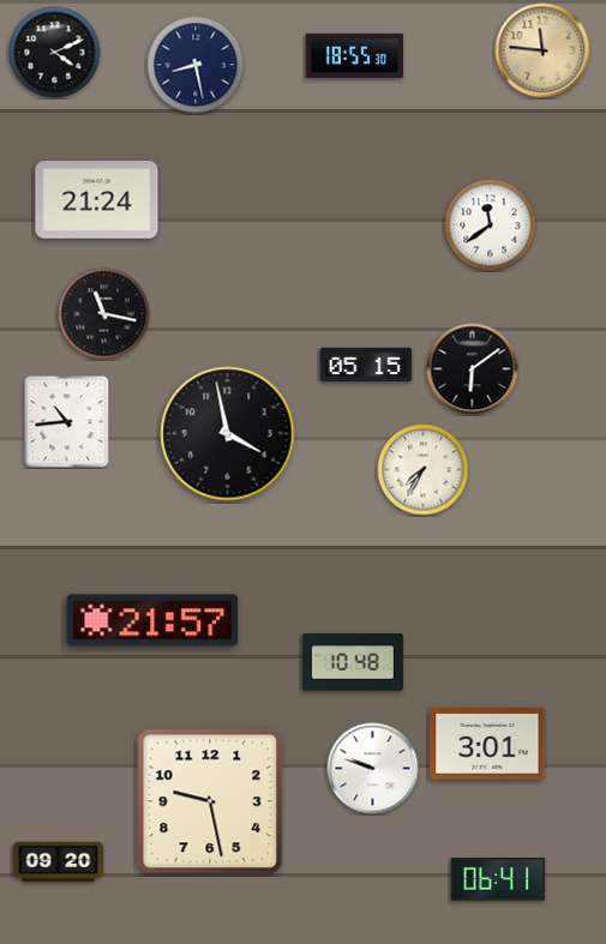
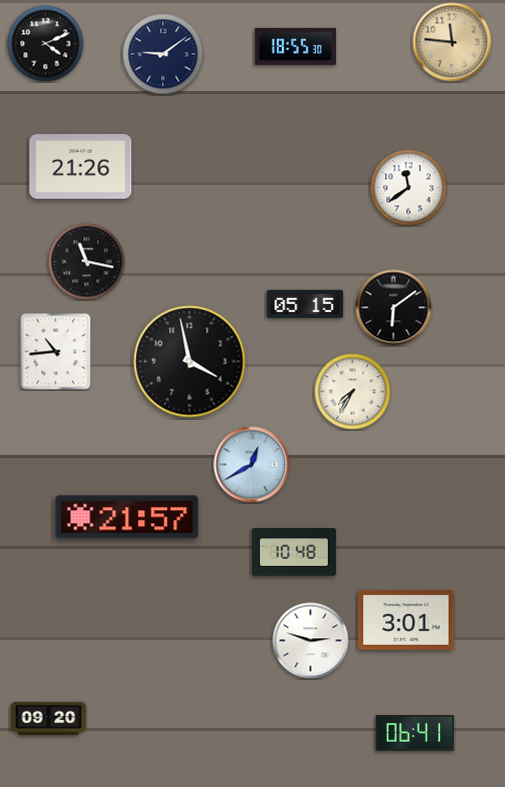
clock at (196, 65): 8:28 -> 9:09
clock at (97, 200): 21:24 -> 21:26
clock at (252, 465): none -> 12:40
clock at (373, 769): 9:48 -> 2:48
clock at (210, 801): 9:28 -> none
